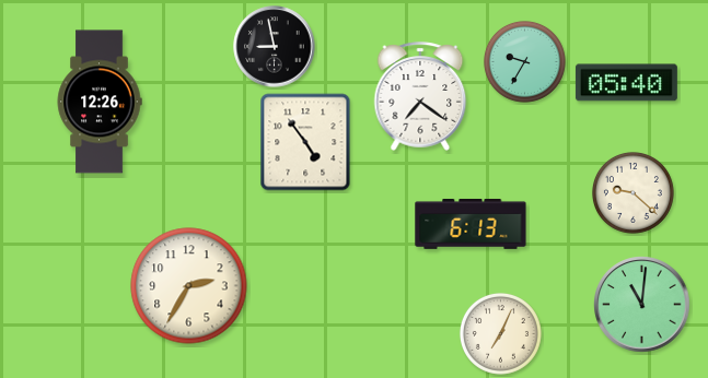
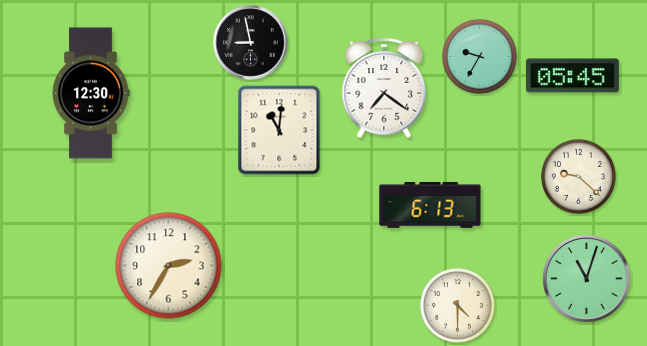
clock at (626, 83): 05:40 -> 05:45
clock at (100, 102): 12:26 -> 12:30
clock at (305, 142): 4:54 -> 11:01
clock at (189, 286) position: (189, 286) -> (169, 266)
clock at (642, 305): 11:01 -> 11:03
clock at (500, 333): 7:04 -> 4:30
